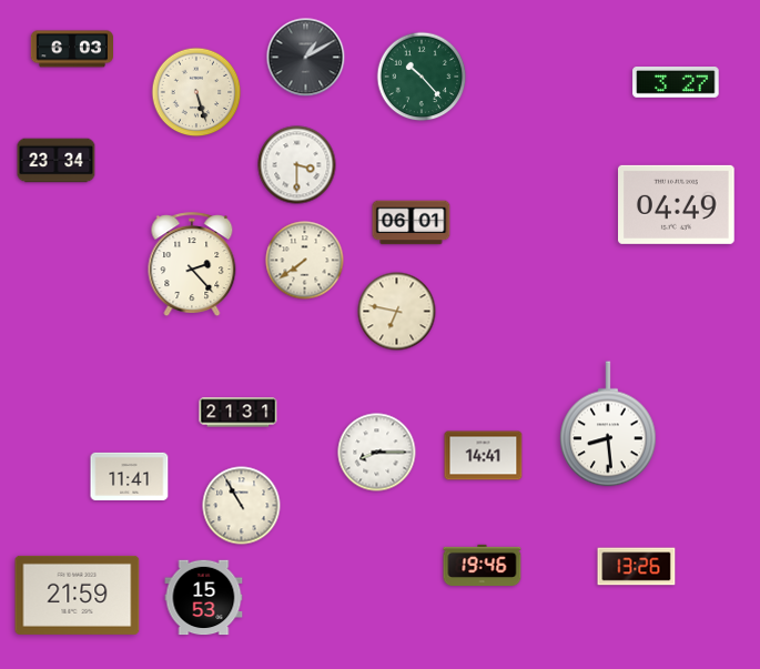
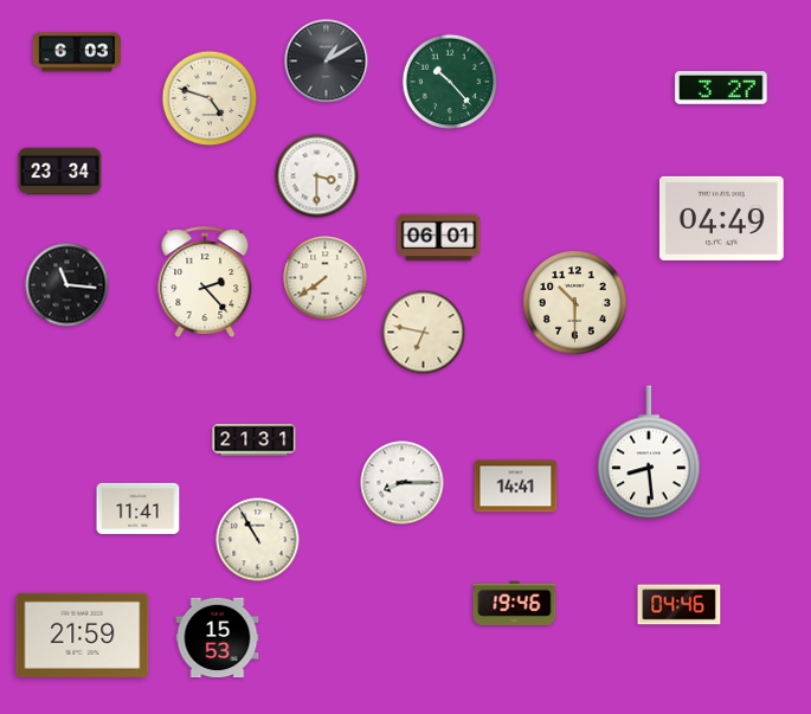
clock at (196, 92): 5:27 -> 4:48
clock at (67, 285): none -> 11:16
clock at (575, 303): none -> 10:30
clock at (637, 567): 13:26 -> 04:46
